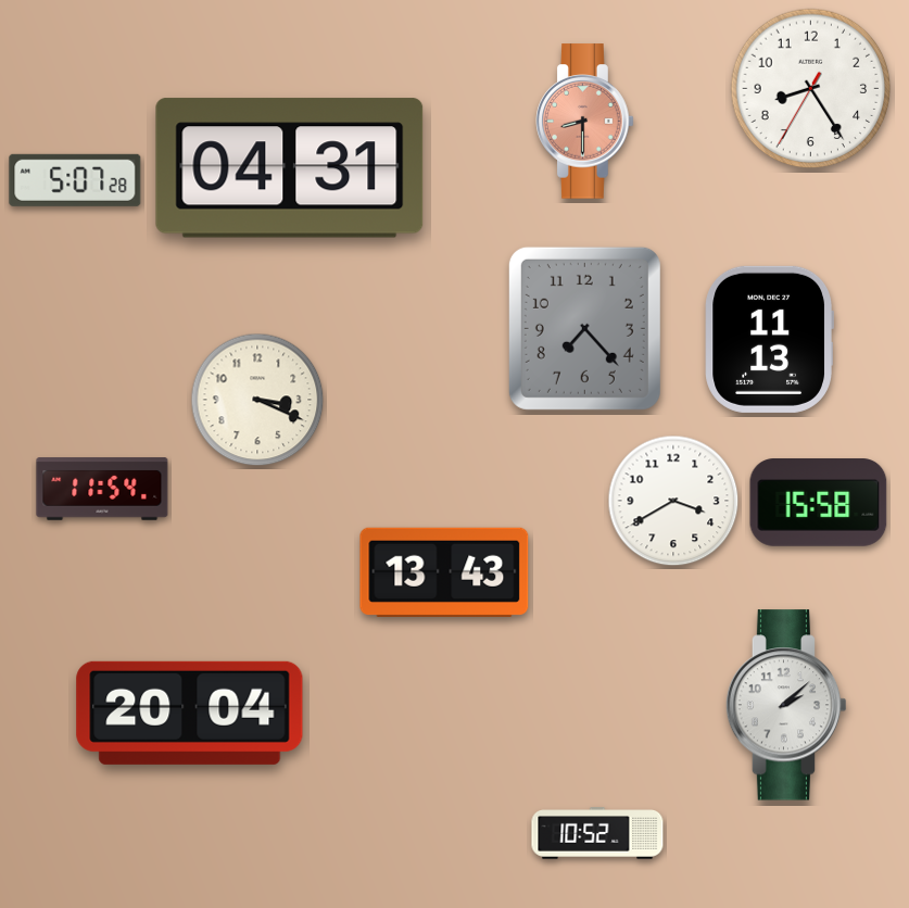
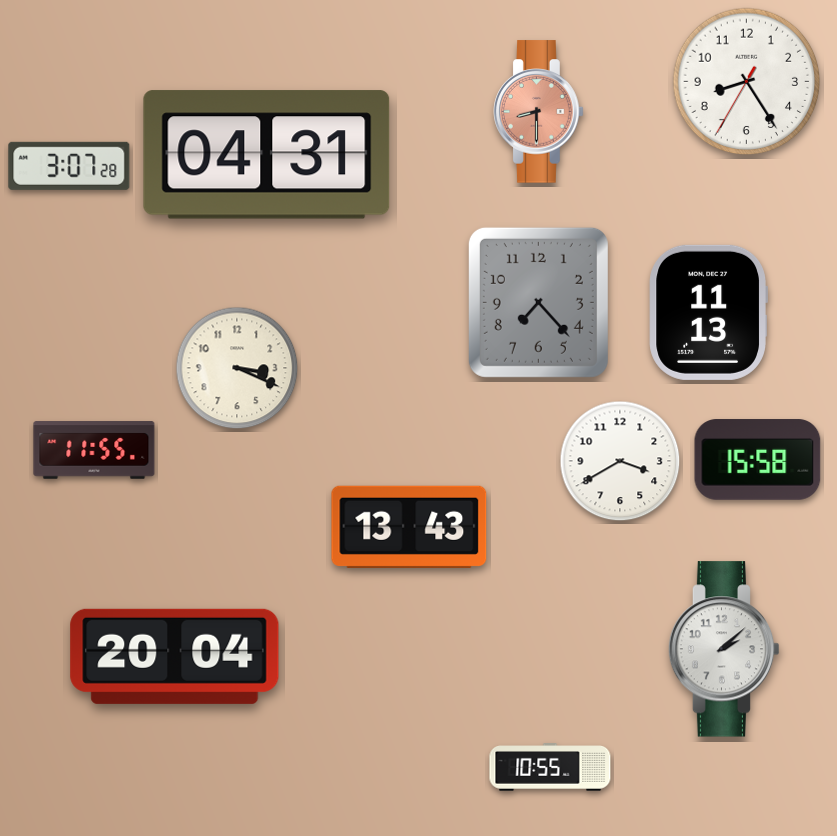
clock at (75, 180): 5:07 -> 3:07
clock at (102, 489): 11:54 -> 11:55
clock at (819, 503) position: (819, 503) -> (758, 460)
clock at (597, 833): 10:52 -> 10:55
